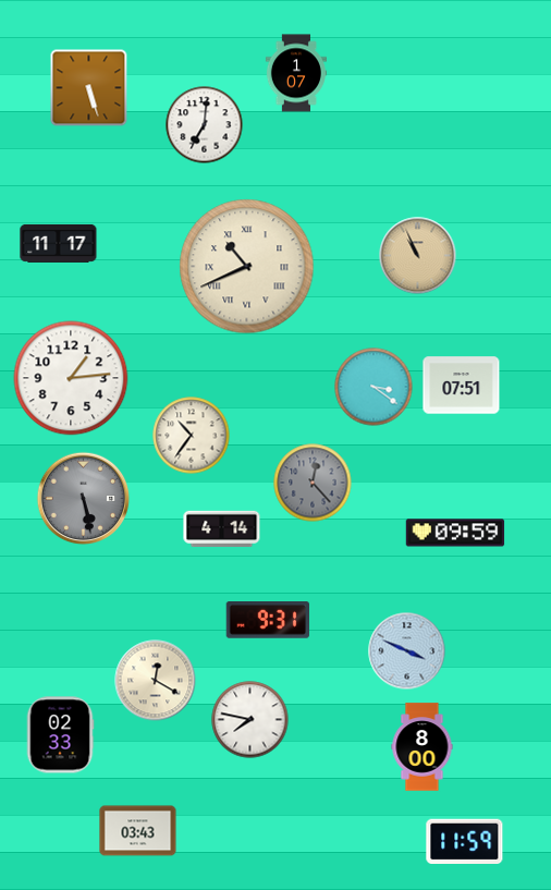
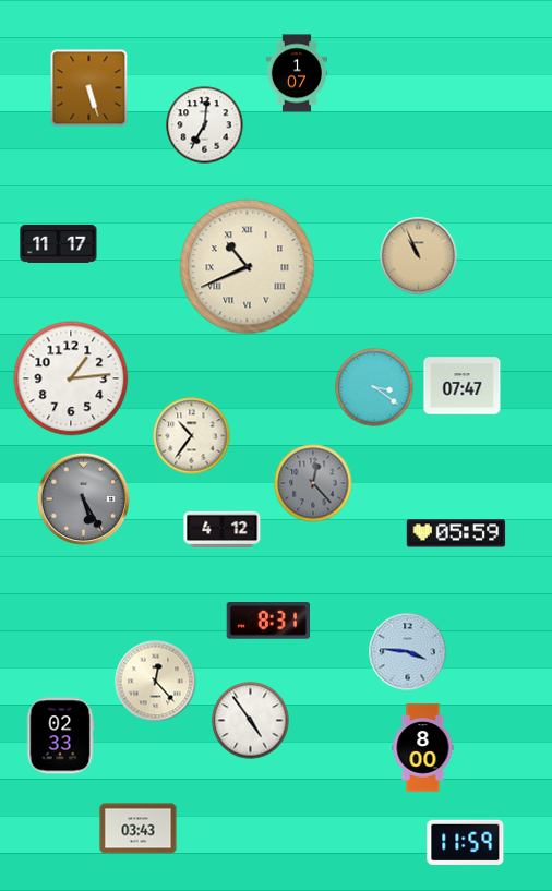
clock at (462, 386): 07:51 -> 07:47
clock at (84, 499): 5:28 -> 5:25
clock at (222, 528): 4:14 -> 4:12
clock at (455, 533): 09:59 -> 05:59
clock at (267, 621): 9:31 -> 8:31
clock at (407, 651): 3:49 -> 3:46
clock at (156, 681): 12:20 -> 12:23
clock at (250, 720): 7:47 -> 4:54
clock at (138, 831) position: (138, 831) -> (139, 829)
